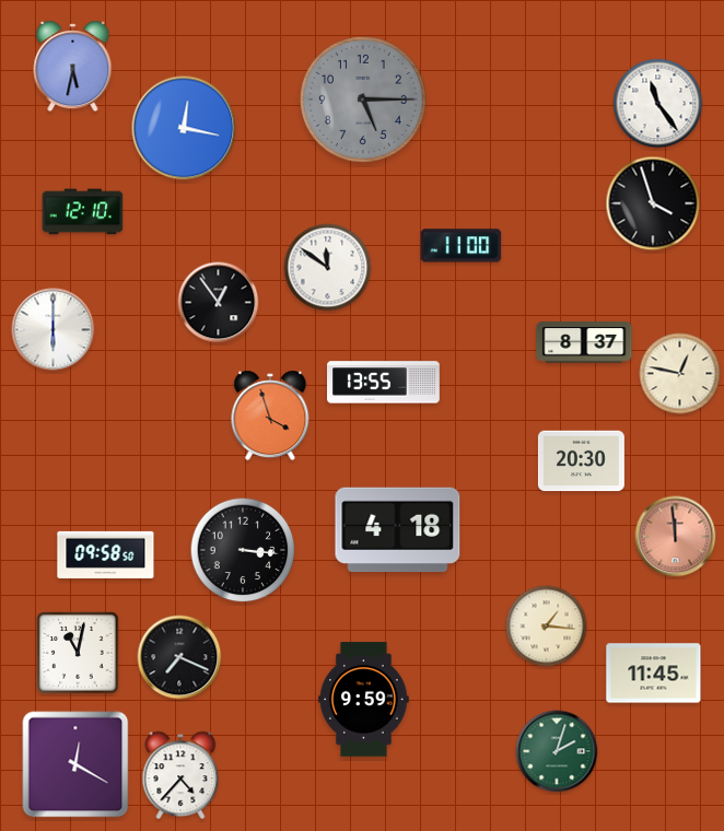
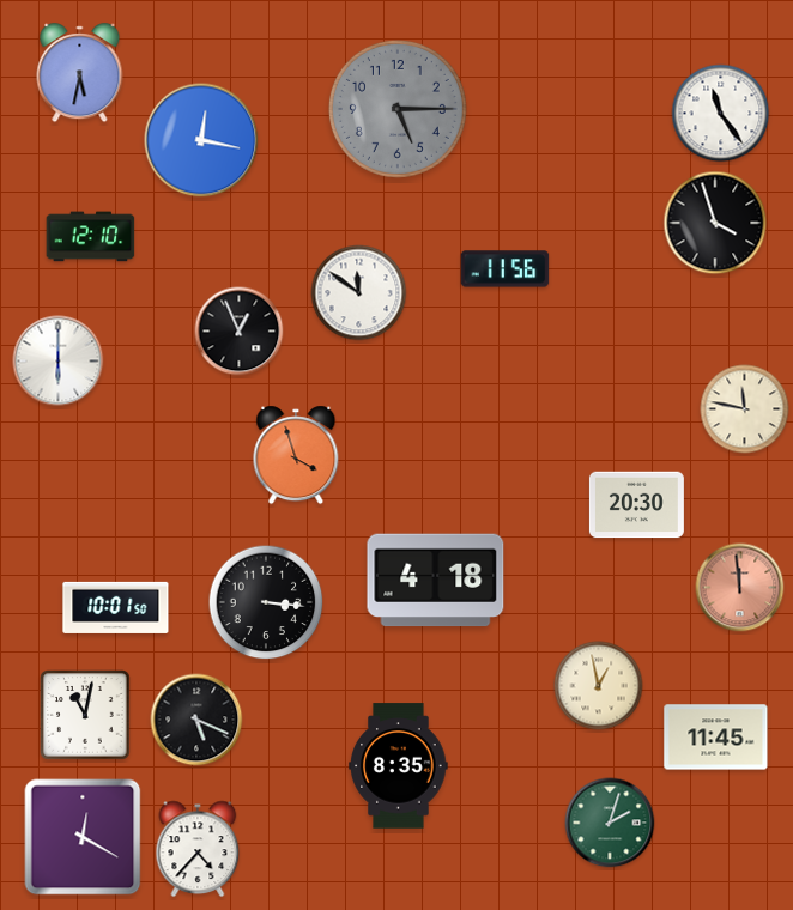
clock at (83, 212) position: (83, 212) -> (91, 237)
clock at (462, 246): 11:00 -> 11:56
clock at (219, 303): 12:54 -> 12:56
clock at (584, 342): 8:37 -> none
clock at (680, 374): 12:47 -> 11:47
clock at (384, 383): 13:55 -> none
clock at (106, 554): 09:58 -> 10:01
clock at (547, 627): 1:16 -> 12:58
clock at (179, 657): 7:19 -> 5:19
clock at (364, 700): 9:59 -> 8:35
